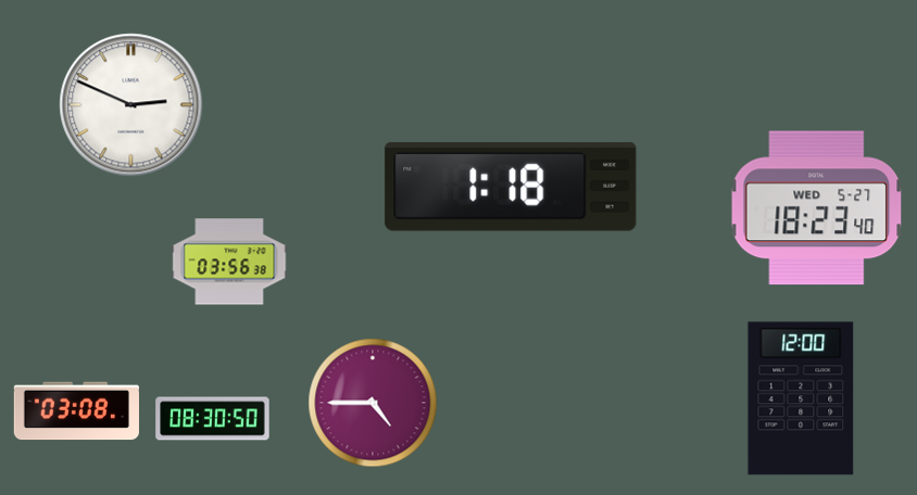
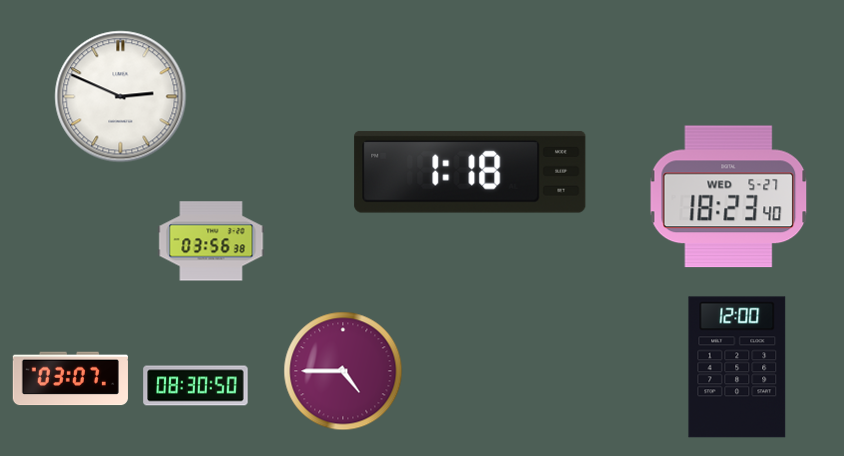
clock at (817, 208) position: (817, 208) -> (729, 197)
clock at (76, 411): 03:08 -> 03:07
